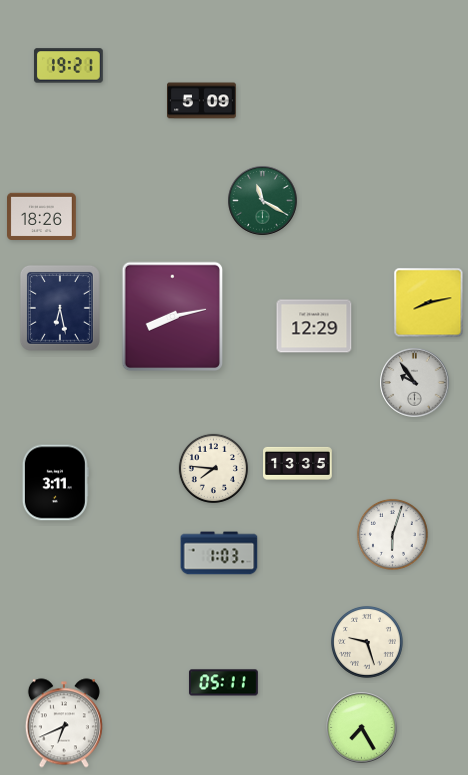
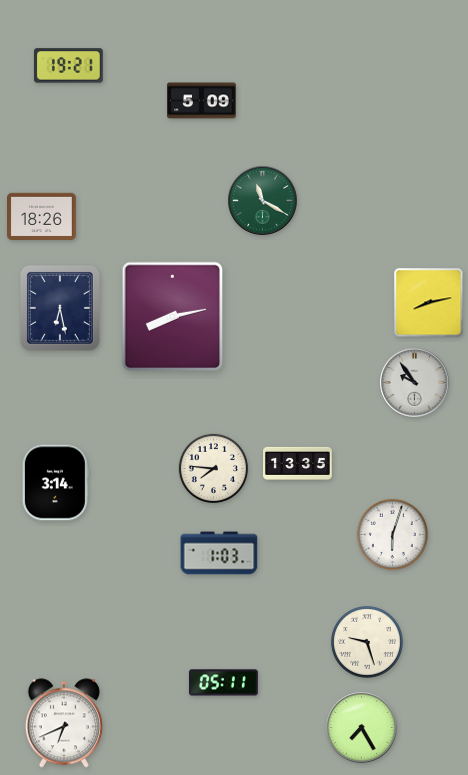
clock at (314, 326): 12:29 -> none
clock at (55, 483): 3:11 -> 3:14
